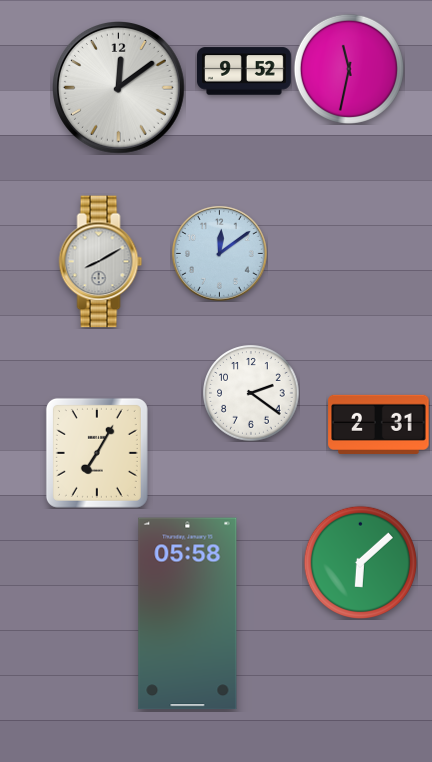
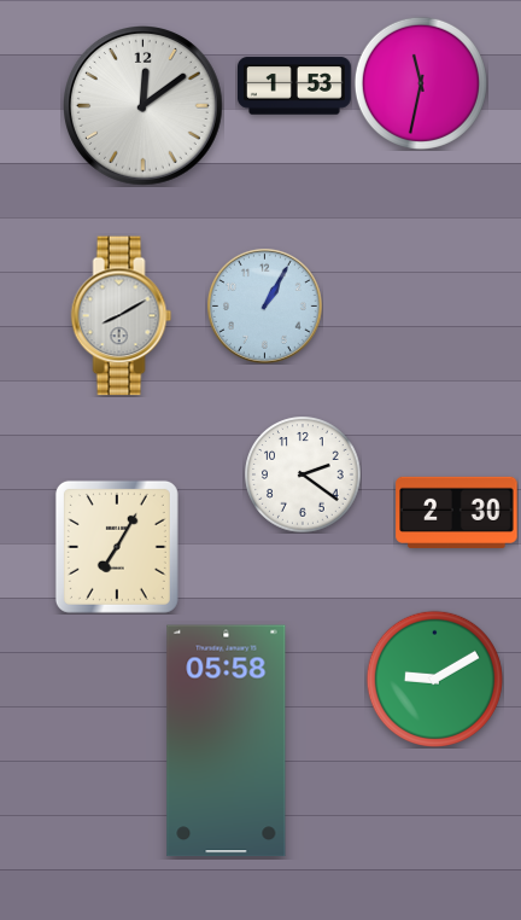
clock at (245, 71): 9:52 -> 1:53
clock at (219, 253): 12:09 -> 1:05
clock at (379, 424): 2:31 -> 2:30
clock at (360, 562): 6:08 -> 9:10
